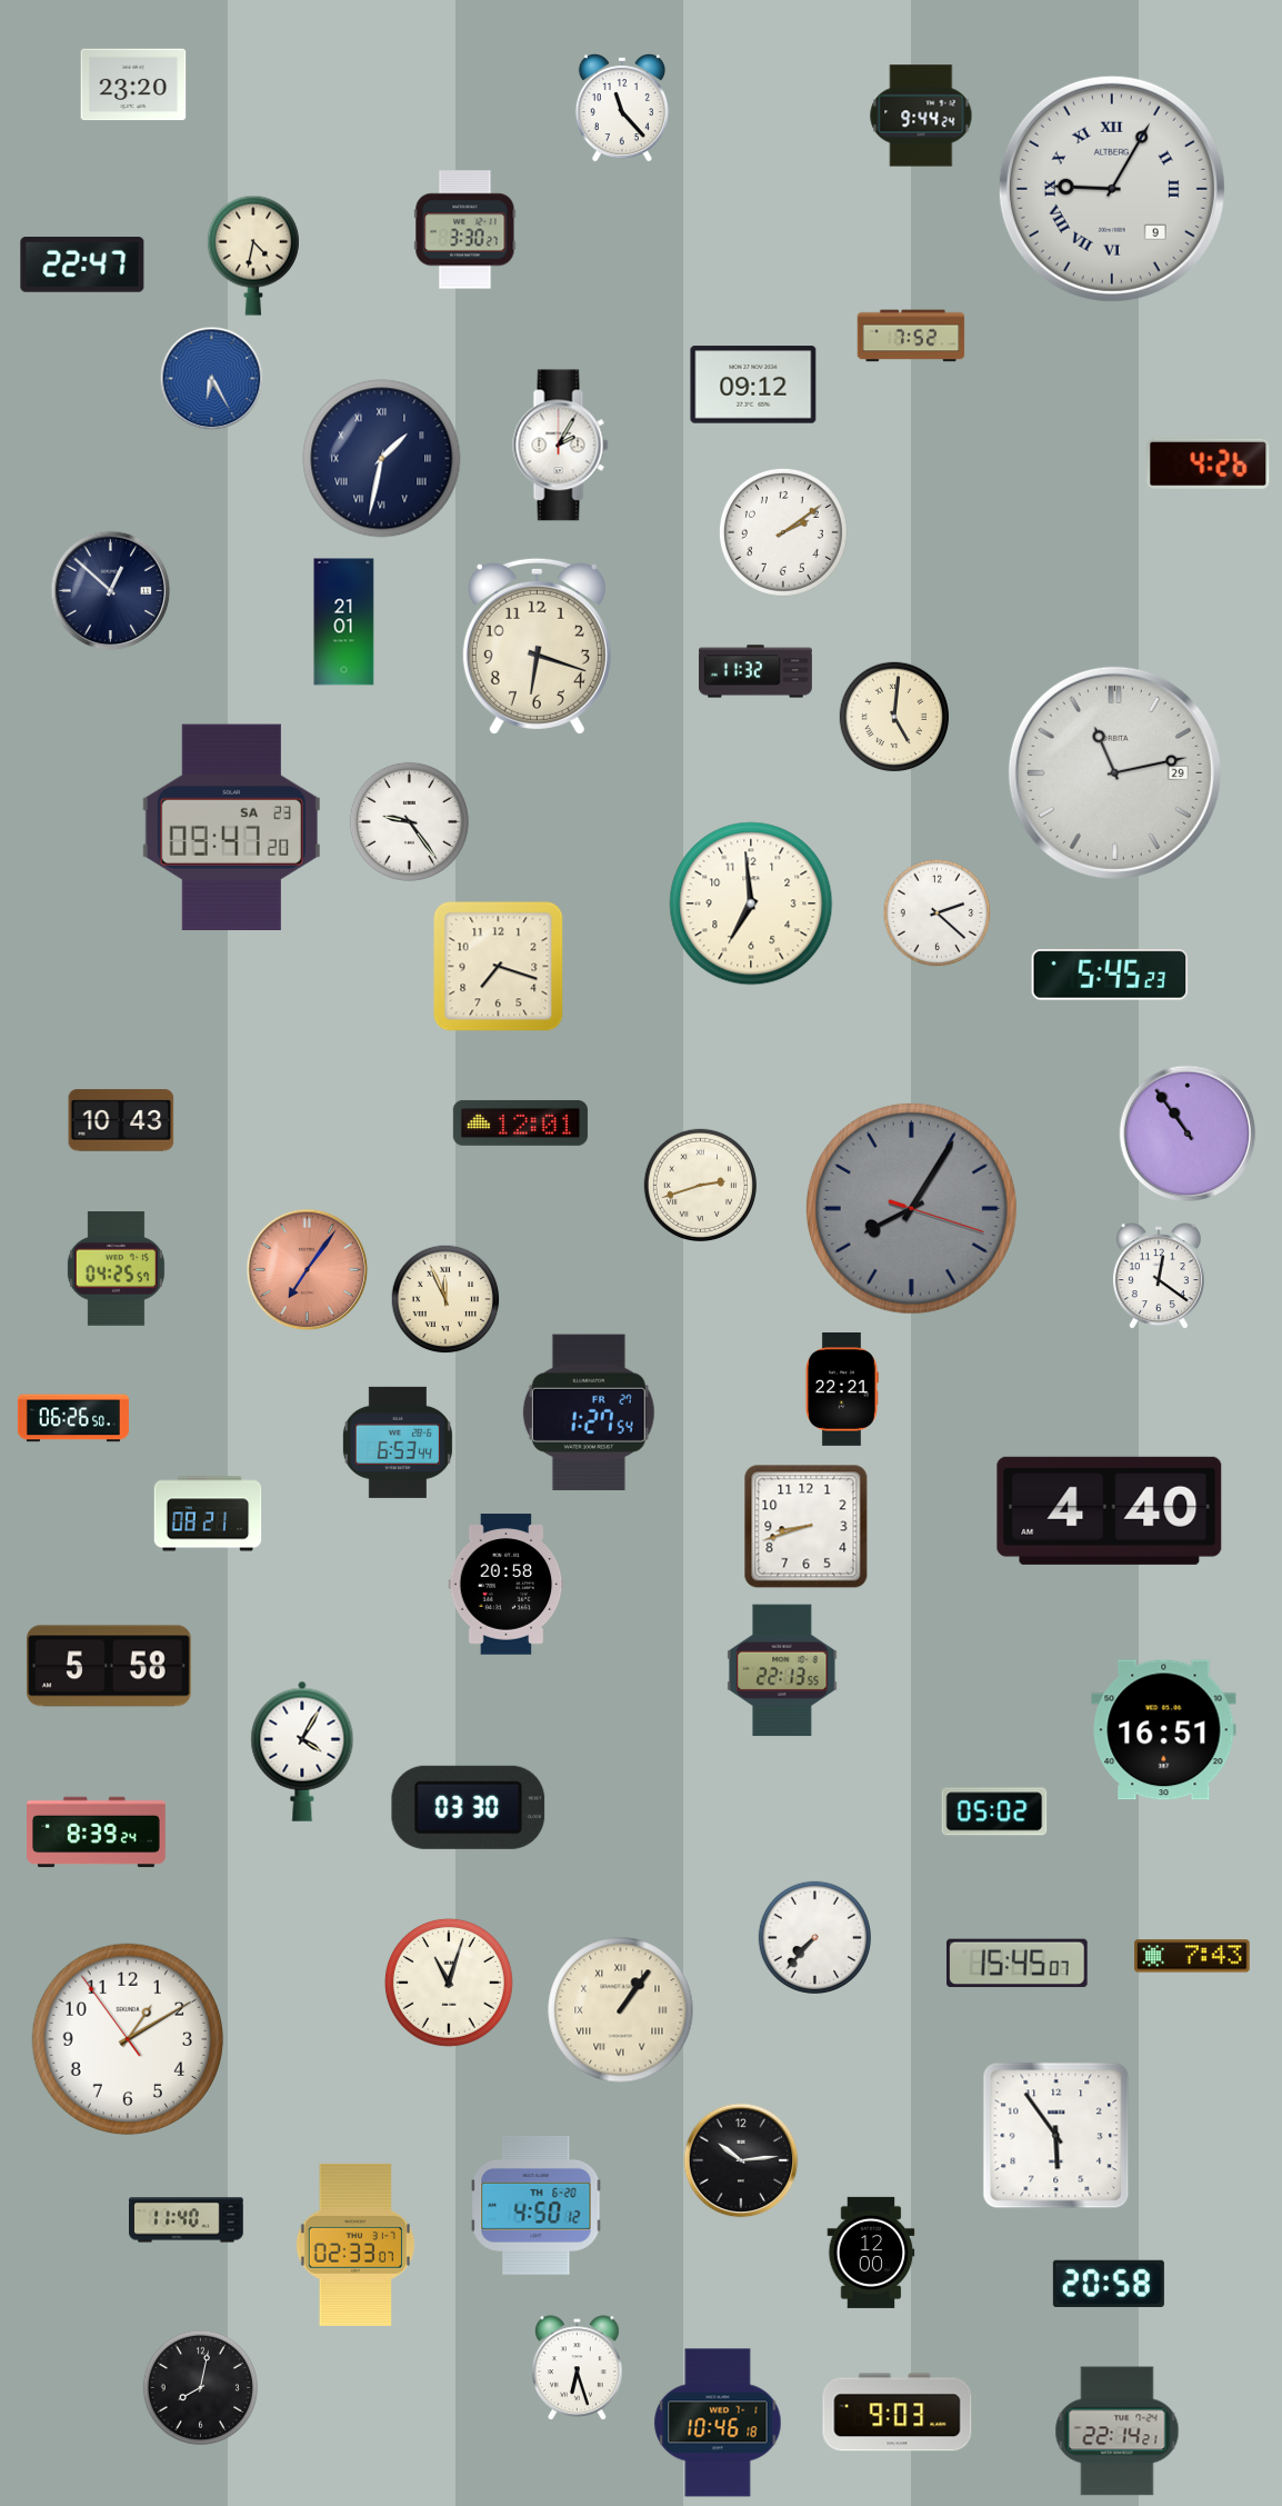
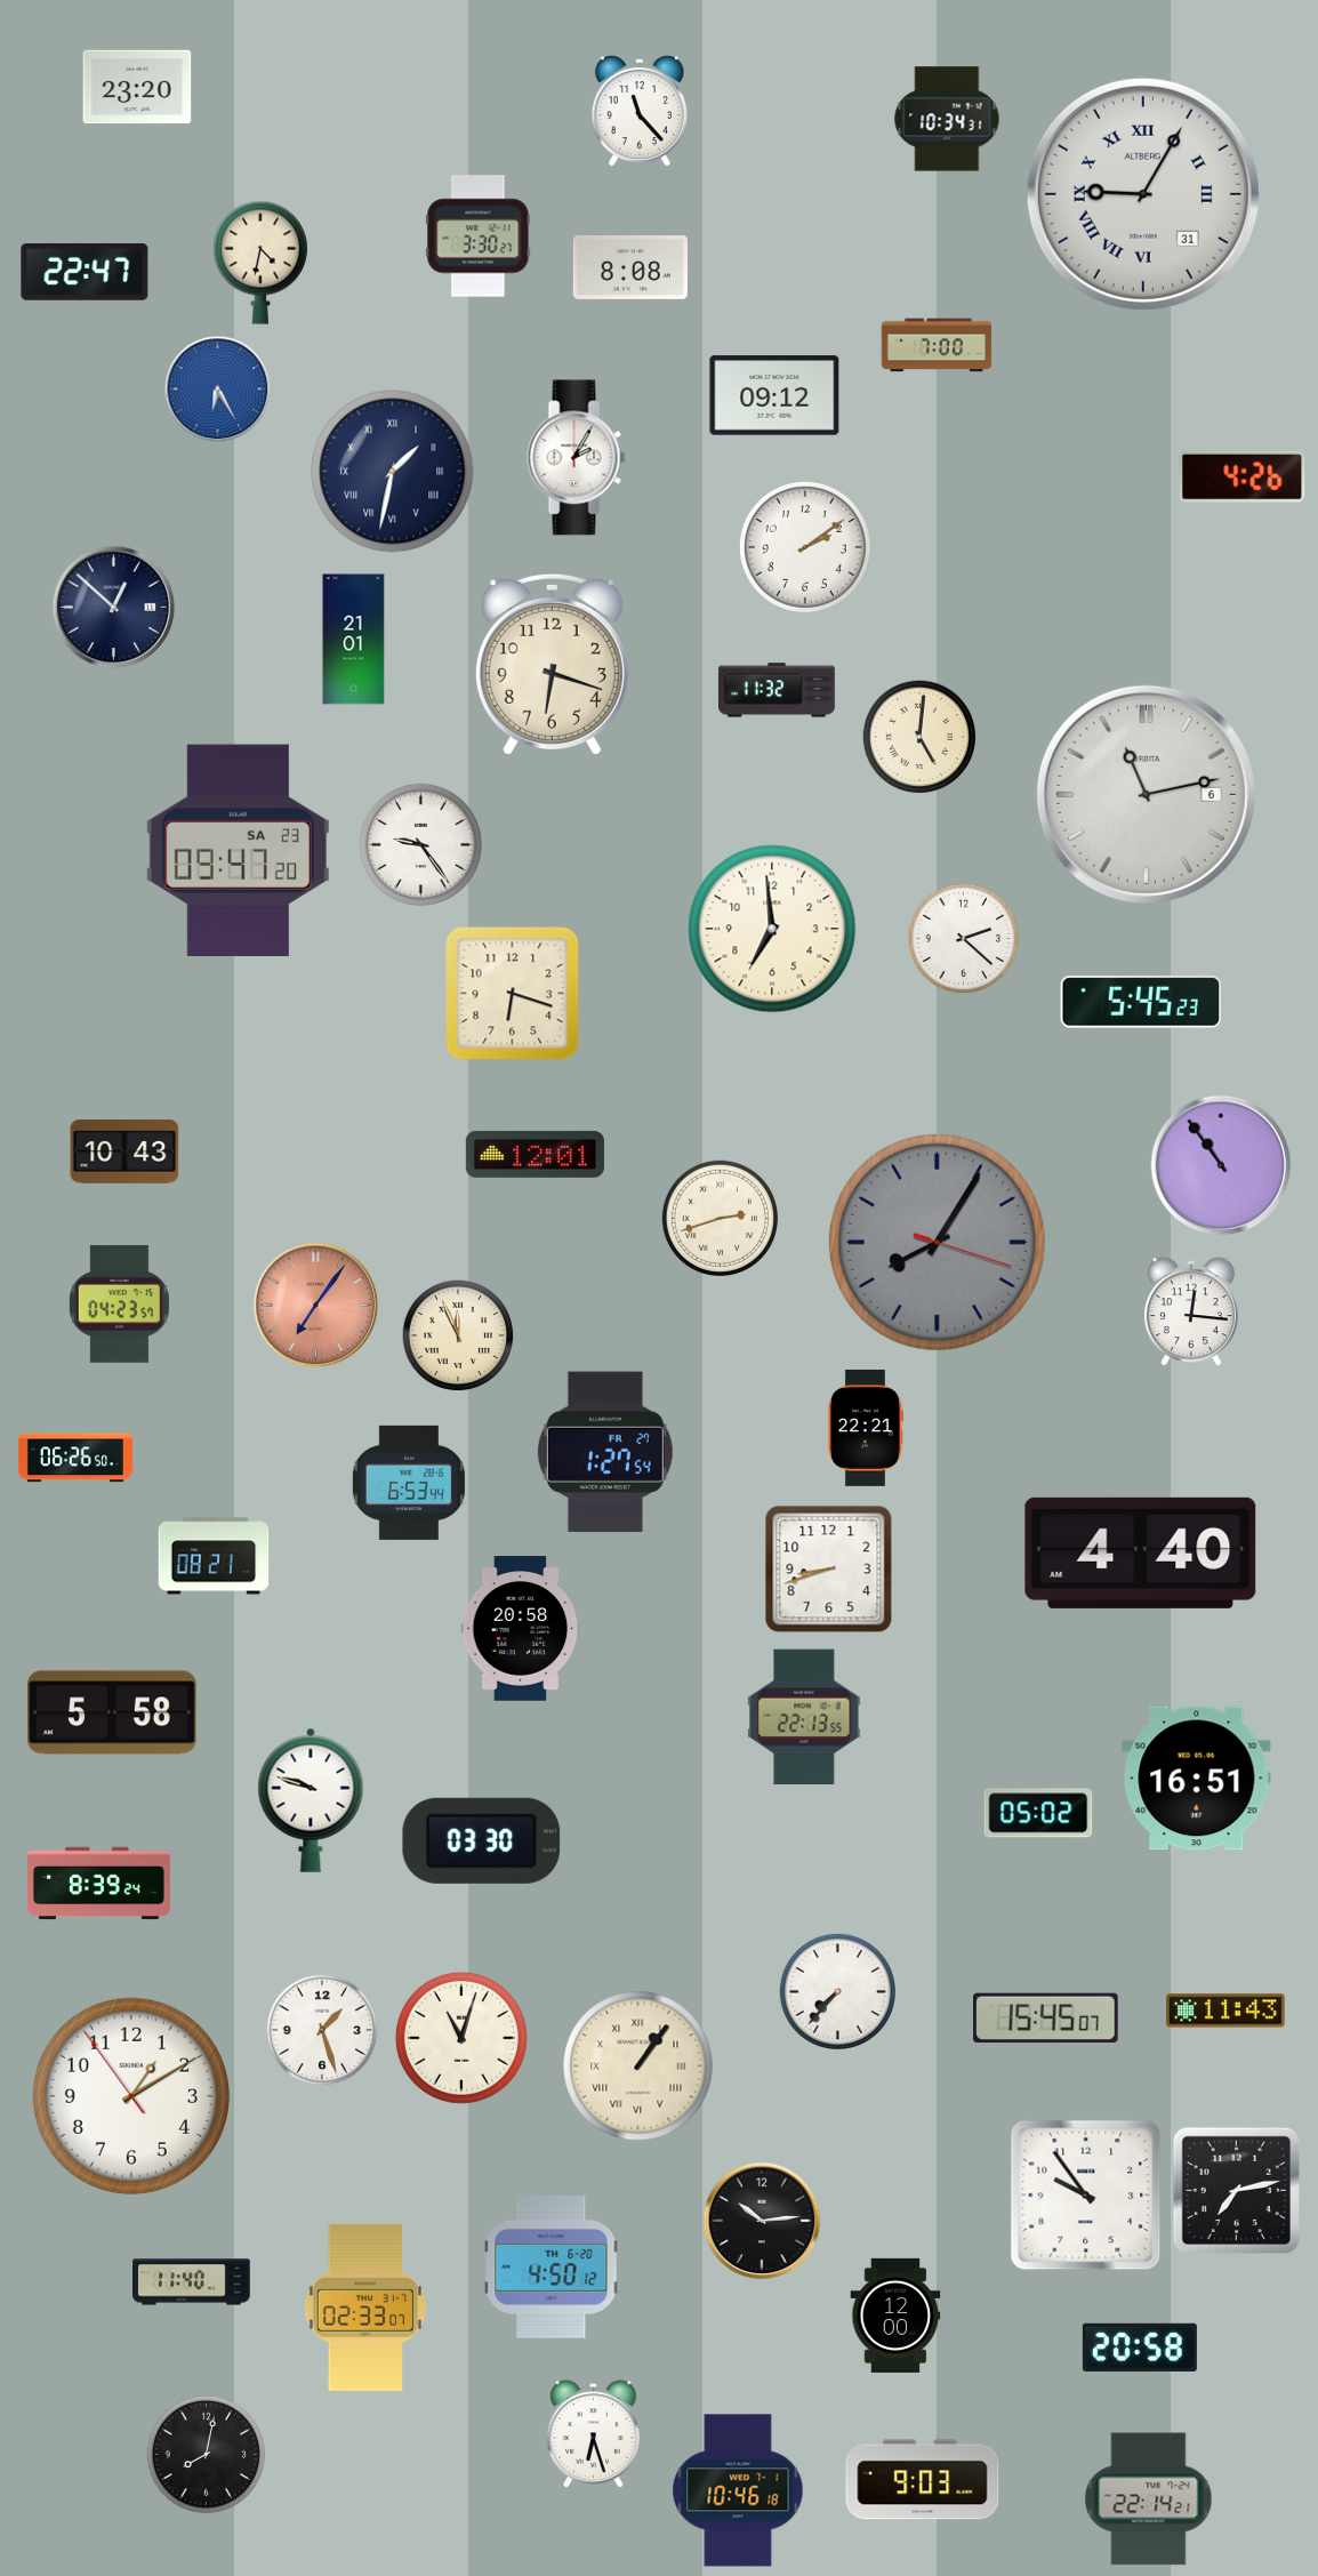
clock at (921, 116): 9:44 -> 10:34
clock at (1112, 189) date: 9 -> 31
clock at (630, 268): none -> 8:08
clock at (911, 336): 7:52 -> 7:00
clock at (1114, 772) date: 29 -> 6
clock at (499, 967): 7:18 -> 6:18
clock at (116, 1269): 04:25 -> 04:23
clock at (1159, 1277): 12:21 -> 12:16
clock at (302, 1751): 4:05 -> 9:48
clock at (469, 1807) position: (469, 1807) -> (482, 1840)
clock at (994, 1811) position: (994, 1811) -> (1038, 1813)
clock at (1192, 1956): 7:43 -> 11:43
clock at (322, 2030): none -> 1:27
clock at (1236, 2190): none -> 7:13
clock at (1056, 2136): 5:54 -> 9:54
